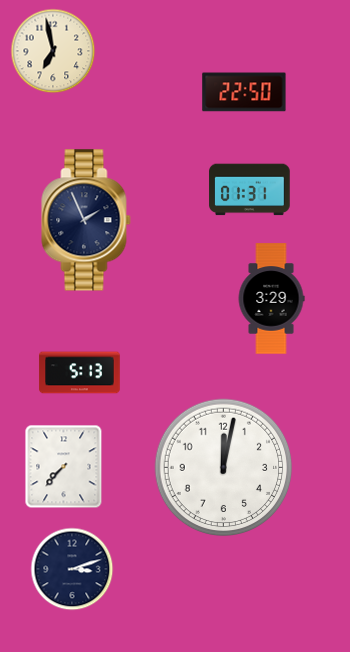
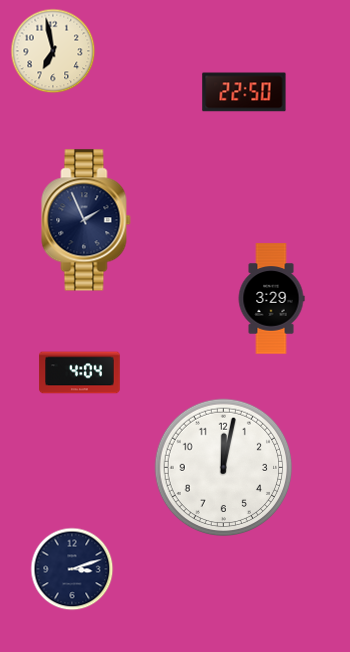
clock at (250, 190): 01:31 -> none
clock at (80, 373): 5:13 -> 4:04
clock at (64, 467): 7:37 -> none
